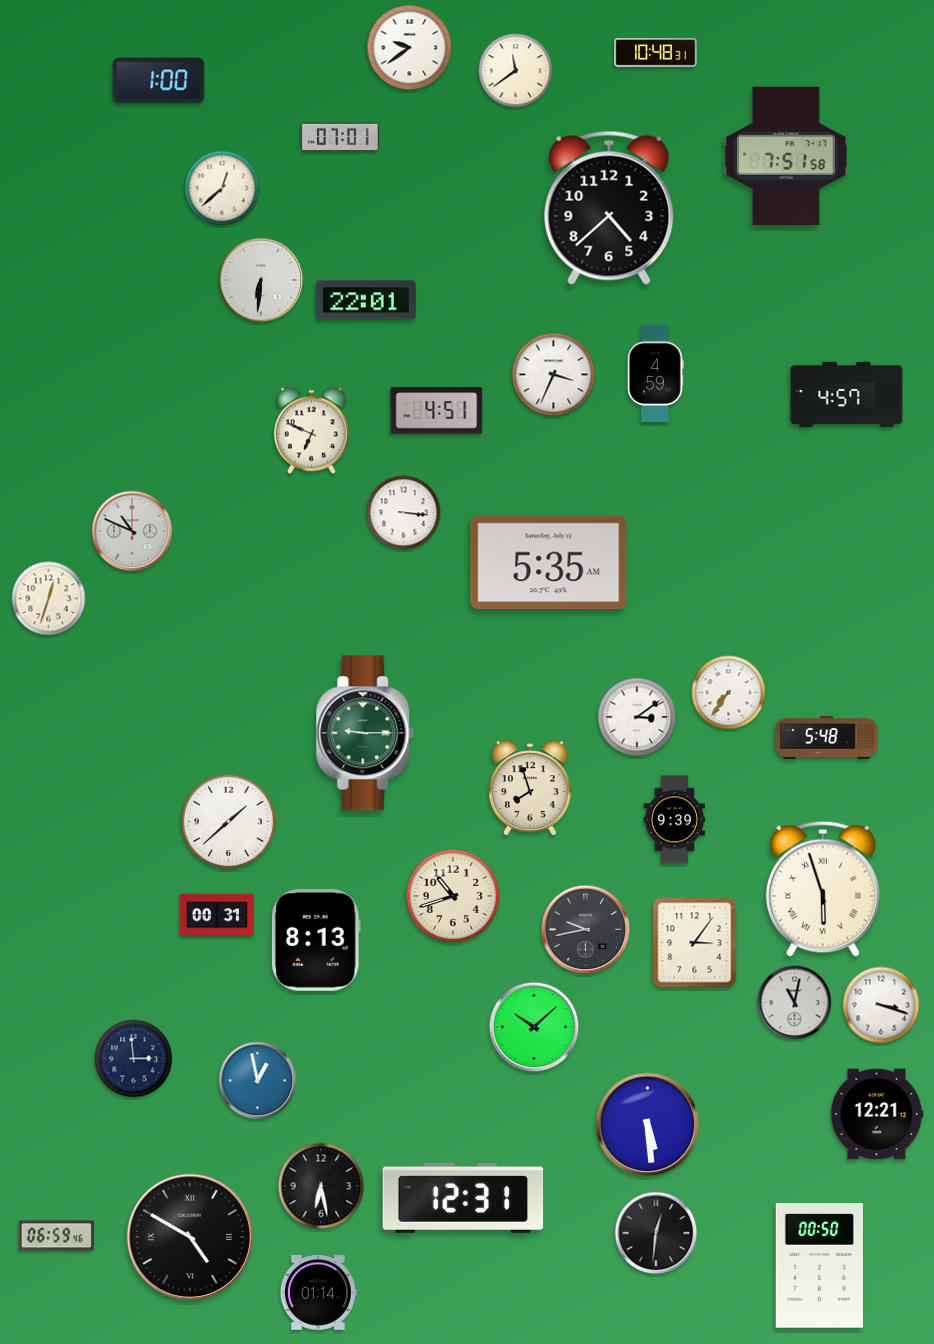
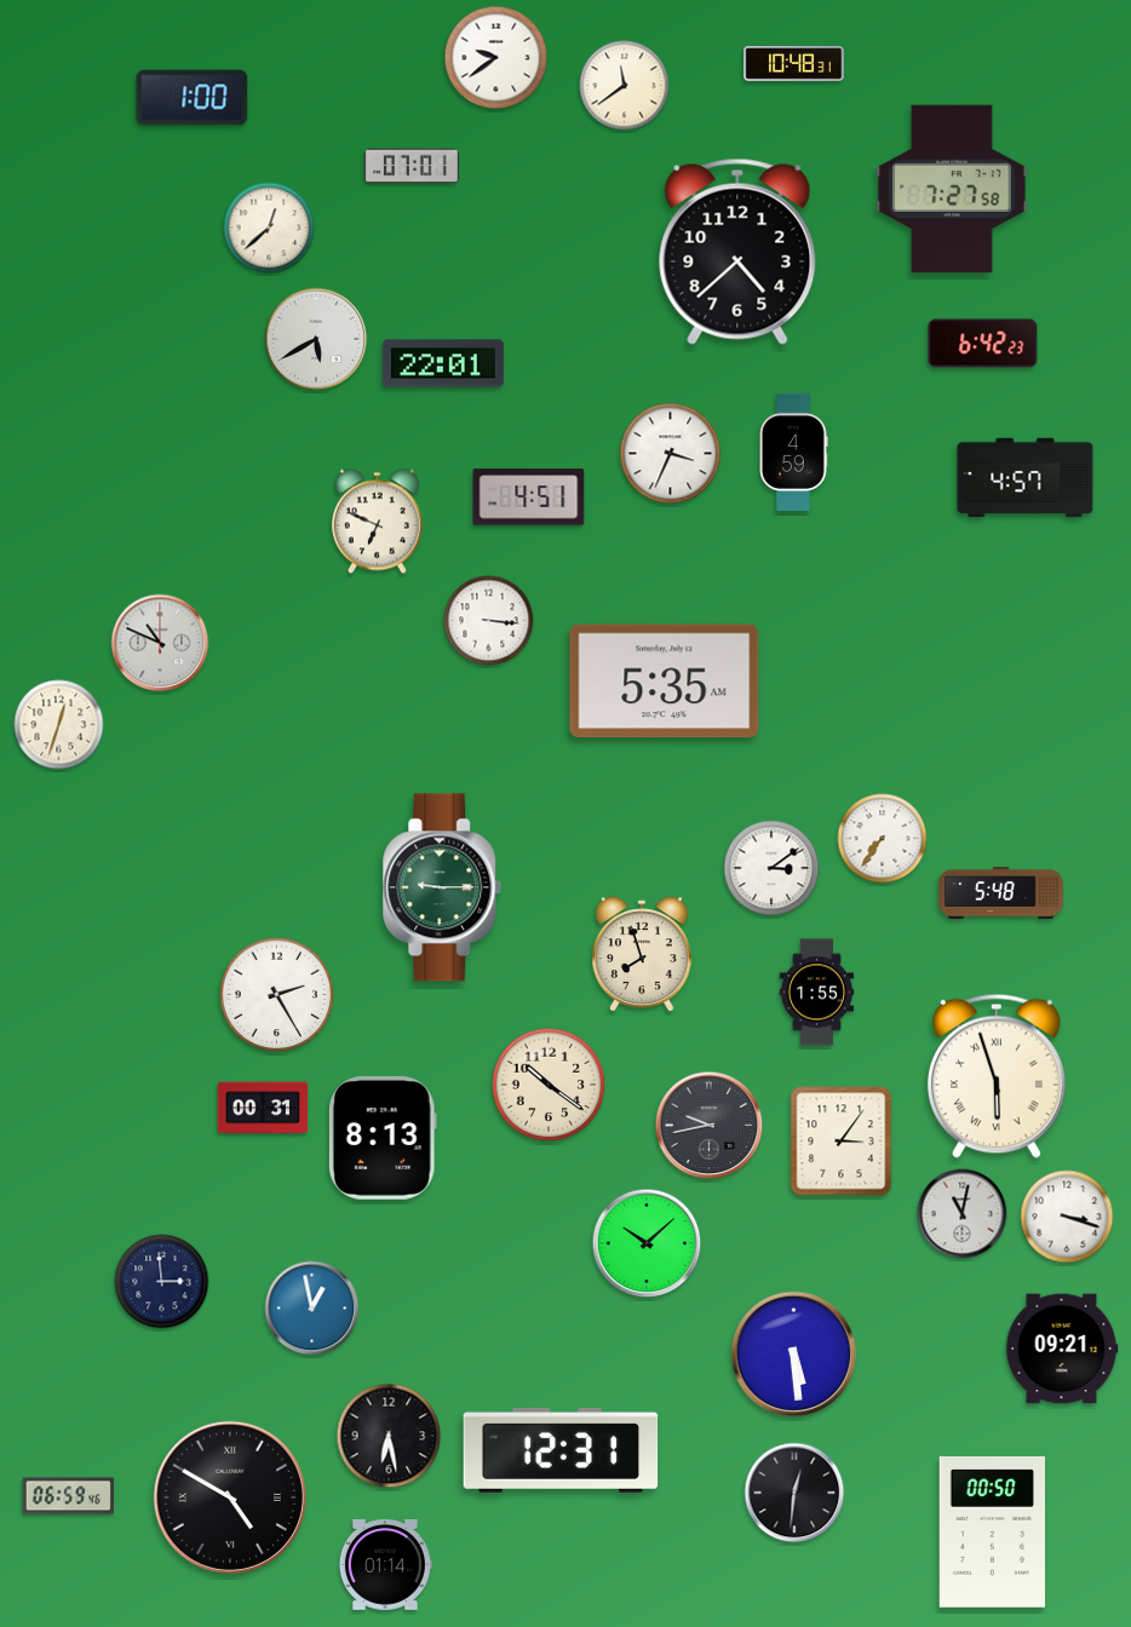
clock at (786, 156): 7:51 -> 7:27
clock at (261, 280): 6:31 -> 5:40
clock at (983, 344): none -> 6:42
clock at (675, 820): 9:39 -> 1:55
clock at (229, 822): 1:38 -> 2:25
clock at (453, 896): 10:42 -> 10:21
clock at (877, 1114): 12:21 -> 09:21
clock at (648, 1125) position: (648, 1125) -> (794, 1355)
